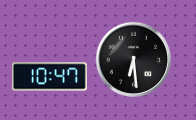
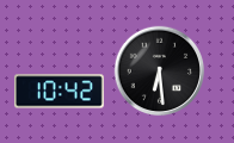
clock at (49, 77): 10:47 -> 10:42
